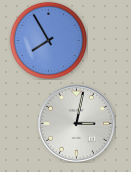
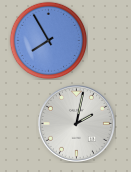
clock at (76, 123): 3:02 -> 2:02
